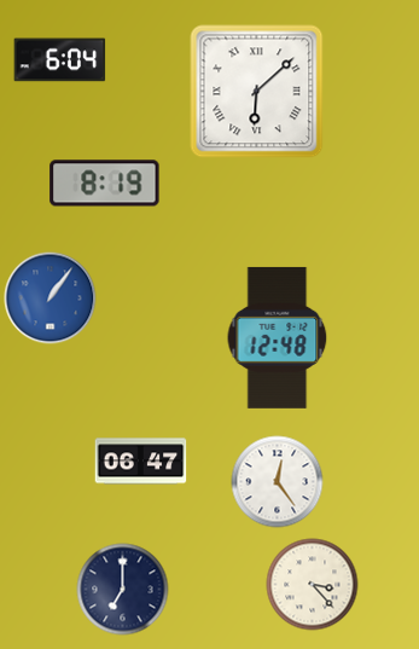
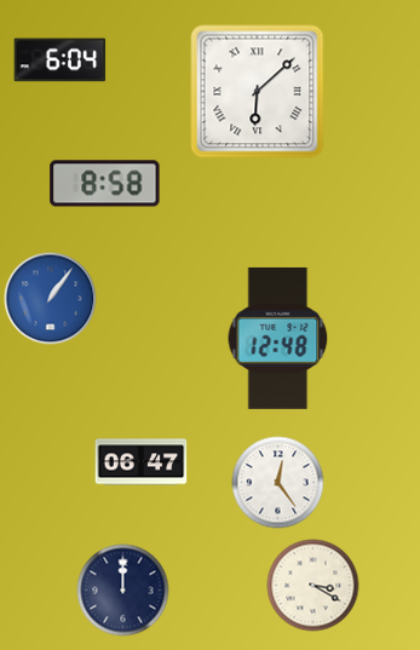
clock at (105, 184): 8:19 -> 8:58
clock at (313, 585): 3:23 -> 3:20
clock at (123, 590): 7:00 -> 12:00
